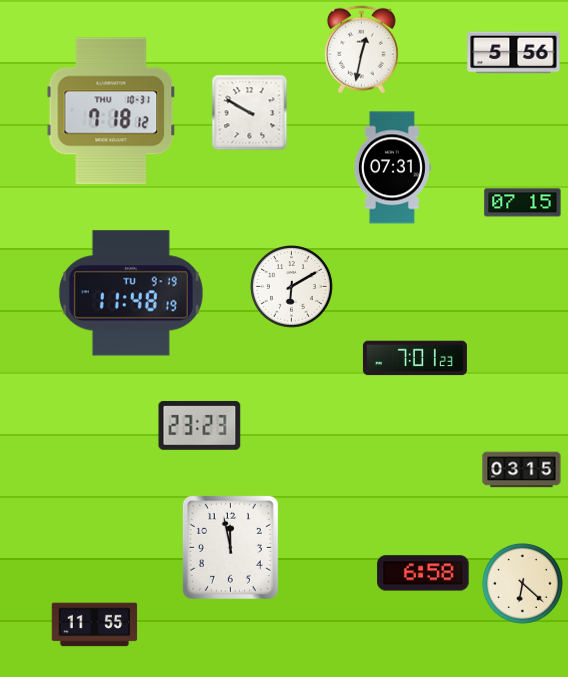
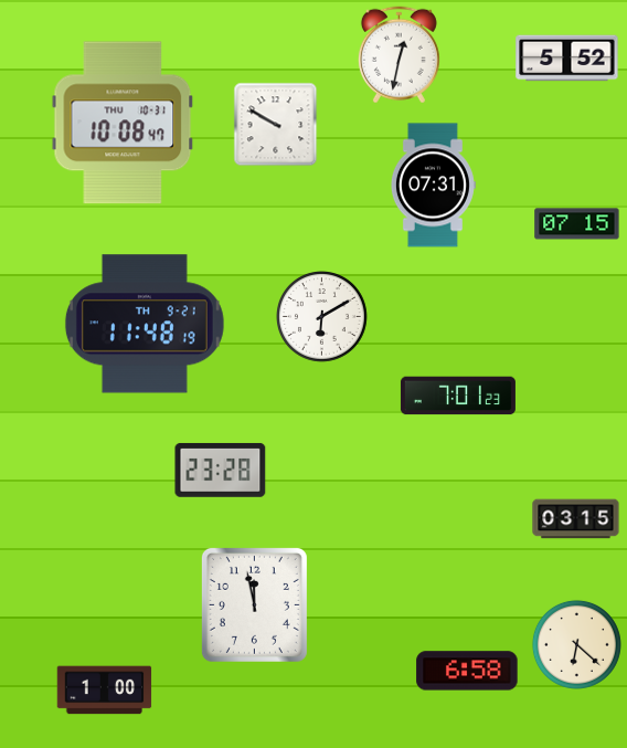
clock at (514, 53): 5:56 -> 5:52
clock at (111, 111): 7:18 -> 10:08
clock at (131, 293) date: TU 9-19 -> TH 9-21
clock at (200, 425): 23:23 -> 23:28
clock at (423, 573) position: (423, 573) -> (467, 671)
clock at (95, 625): 11:55 -> 1:00
